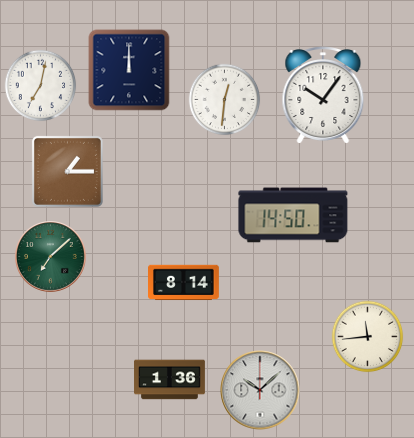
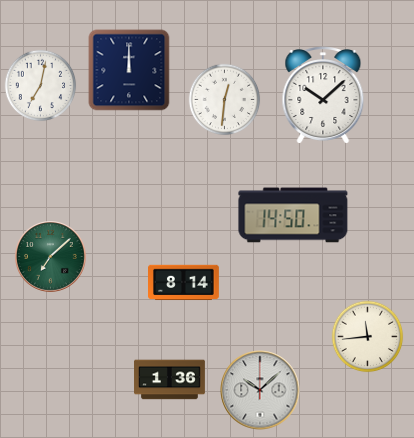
clock at (323, 96): 10:06 -> 10:08
clock at (67, 171): 1:15 -> none
